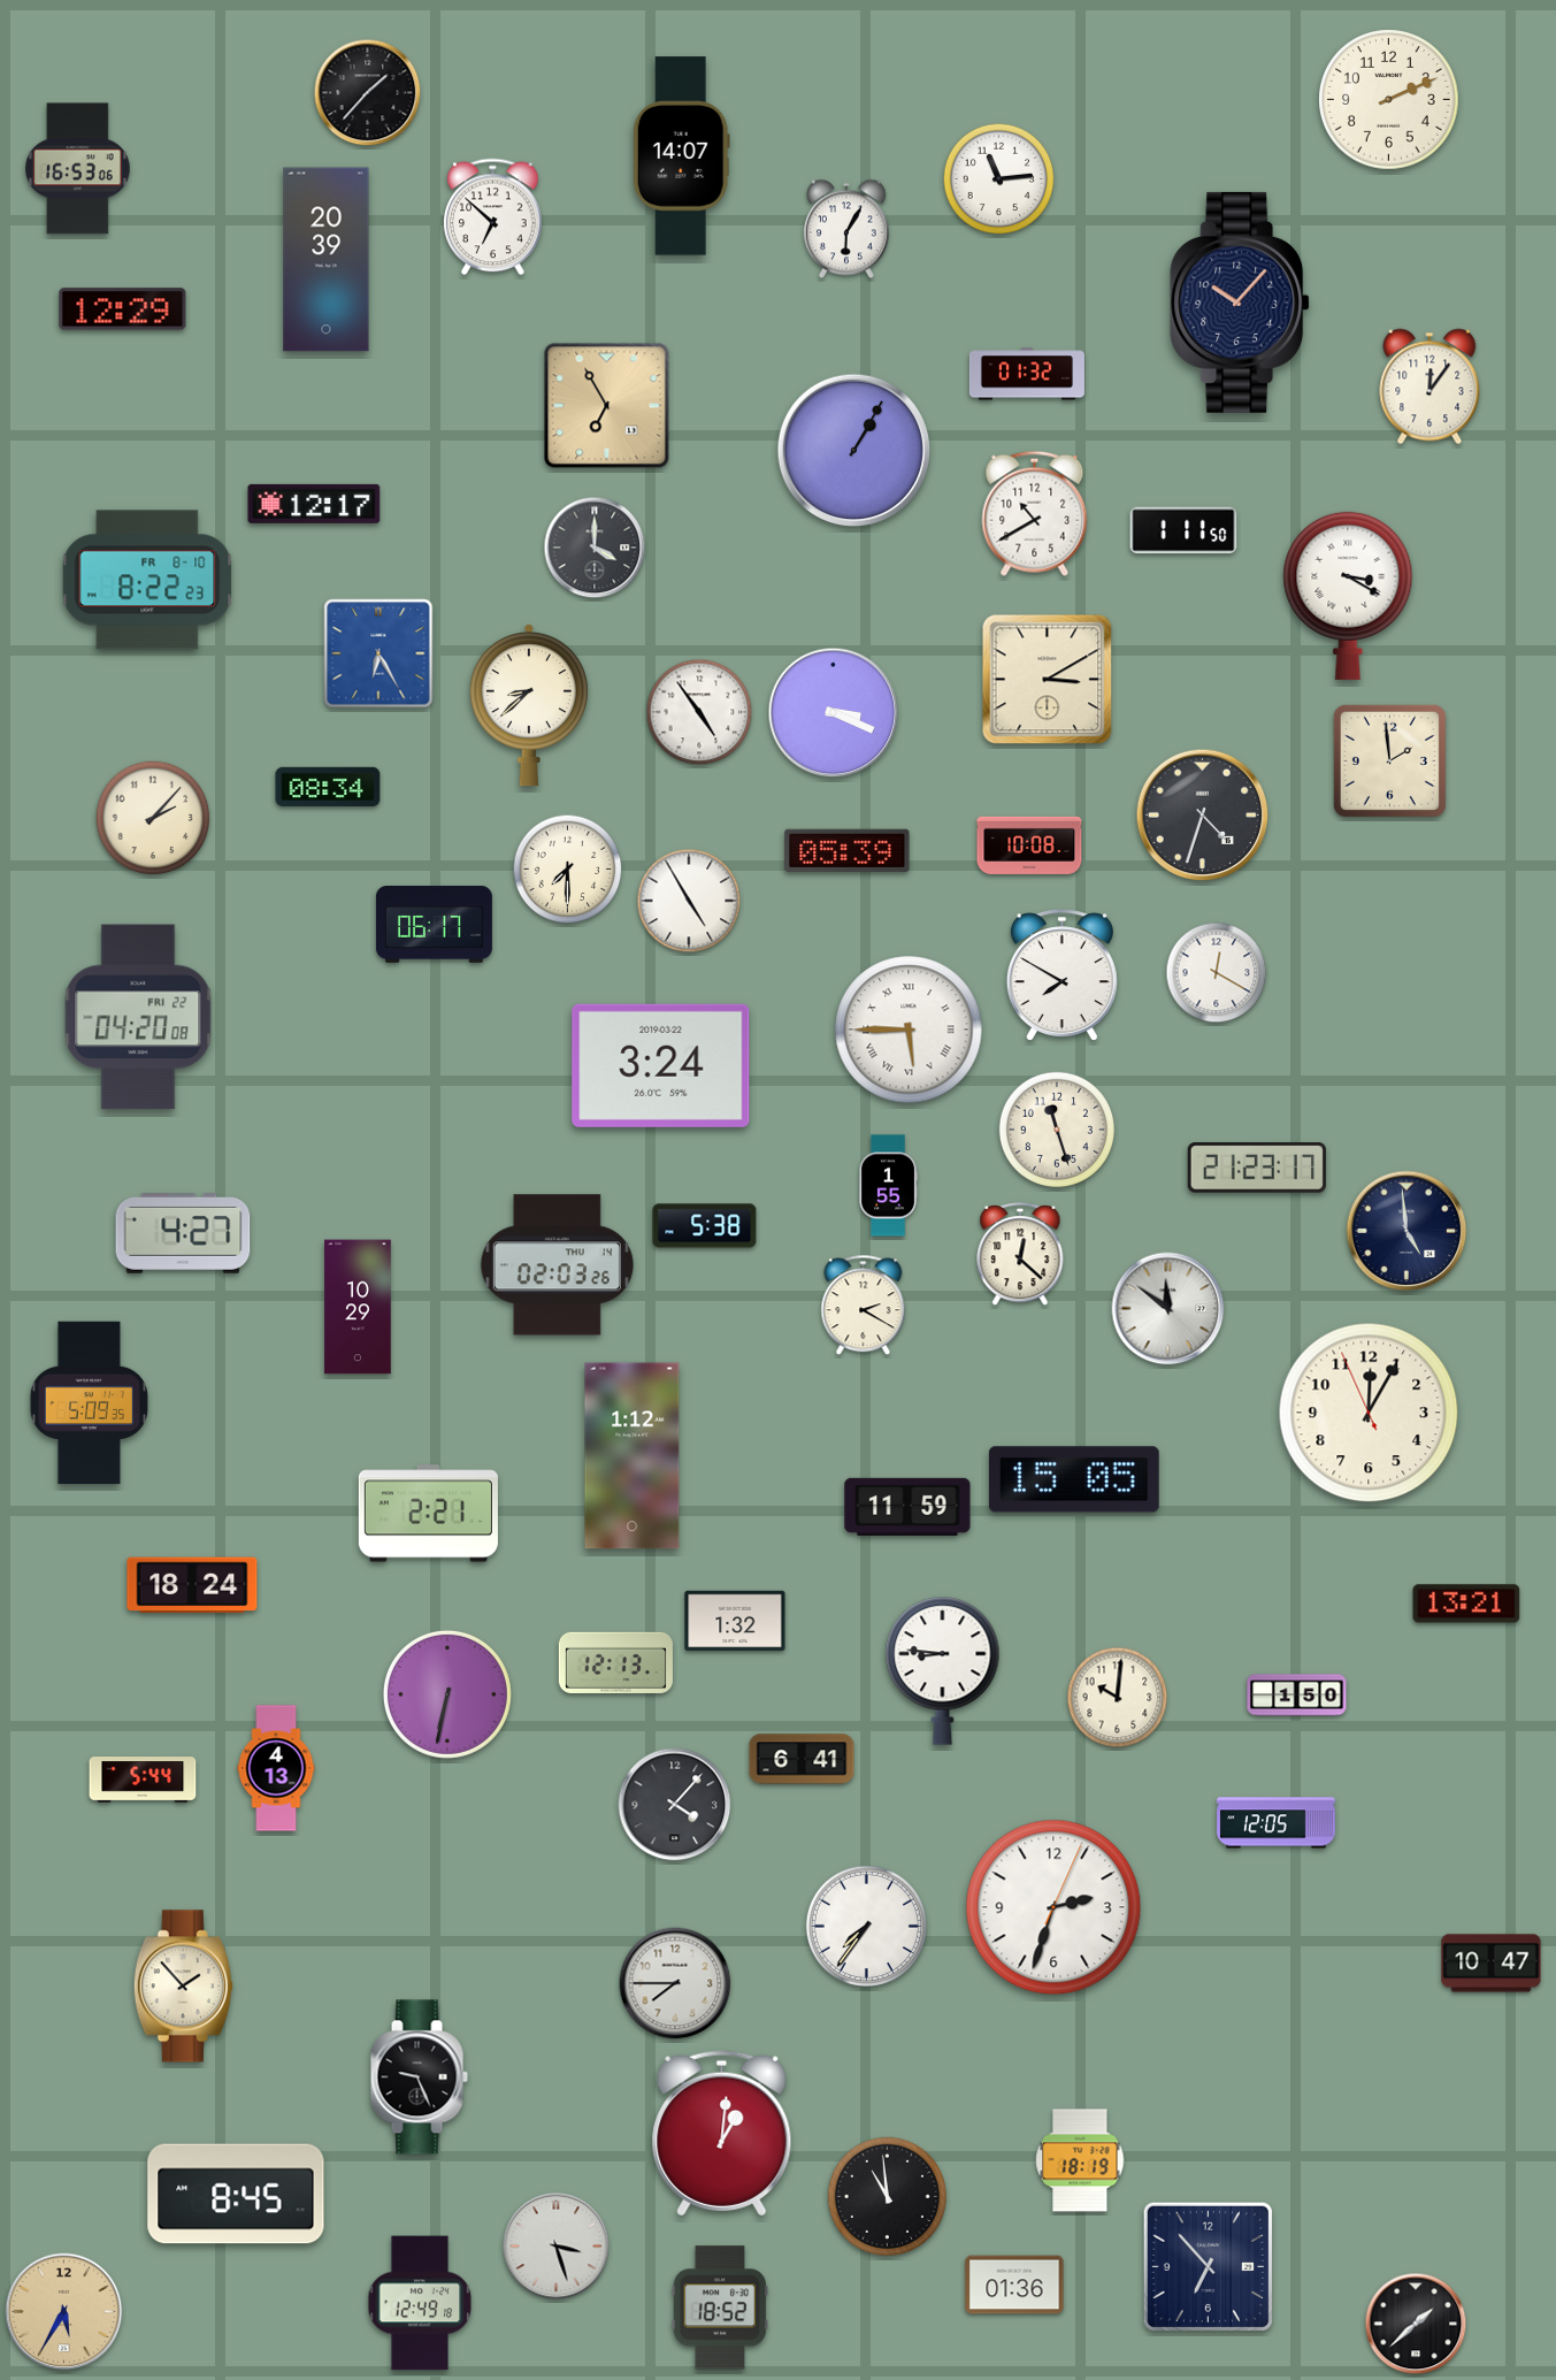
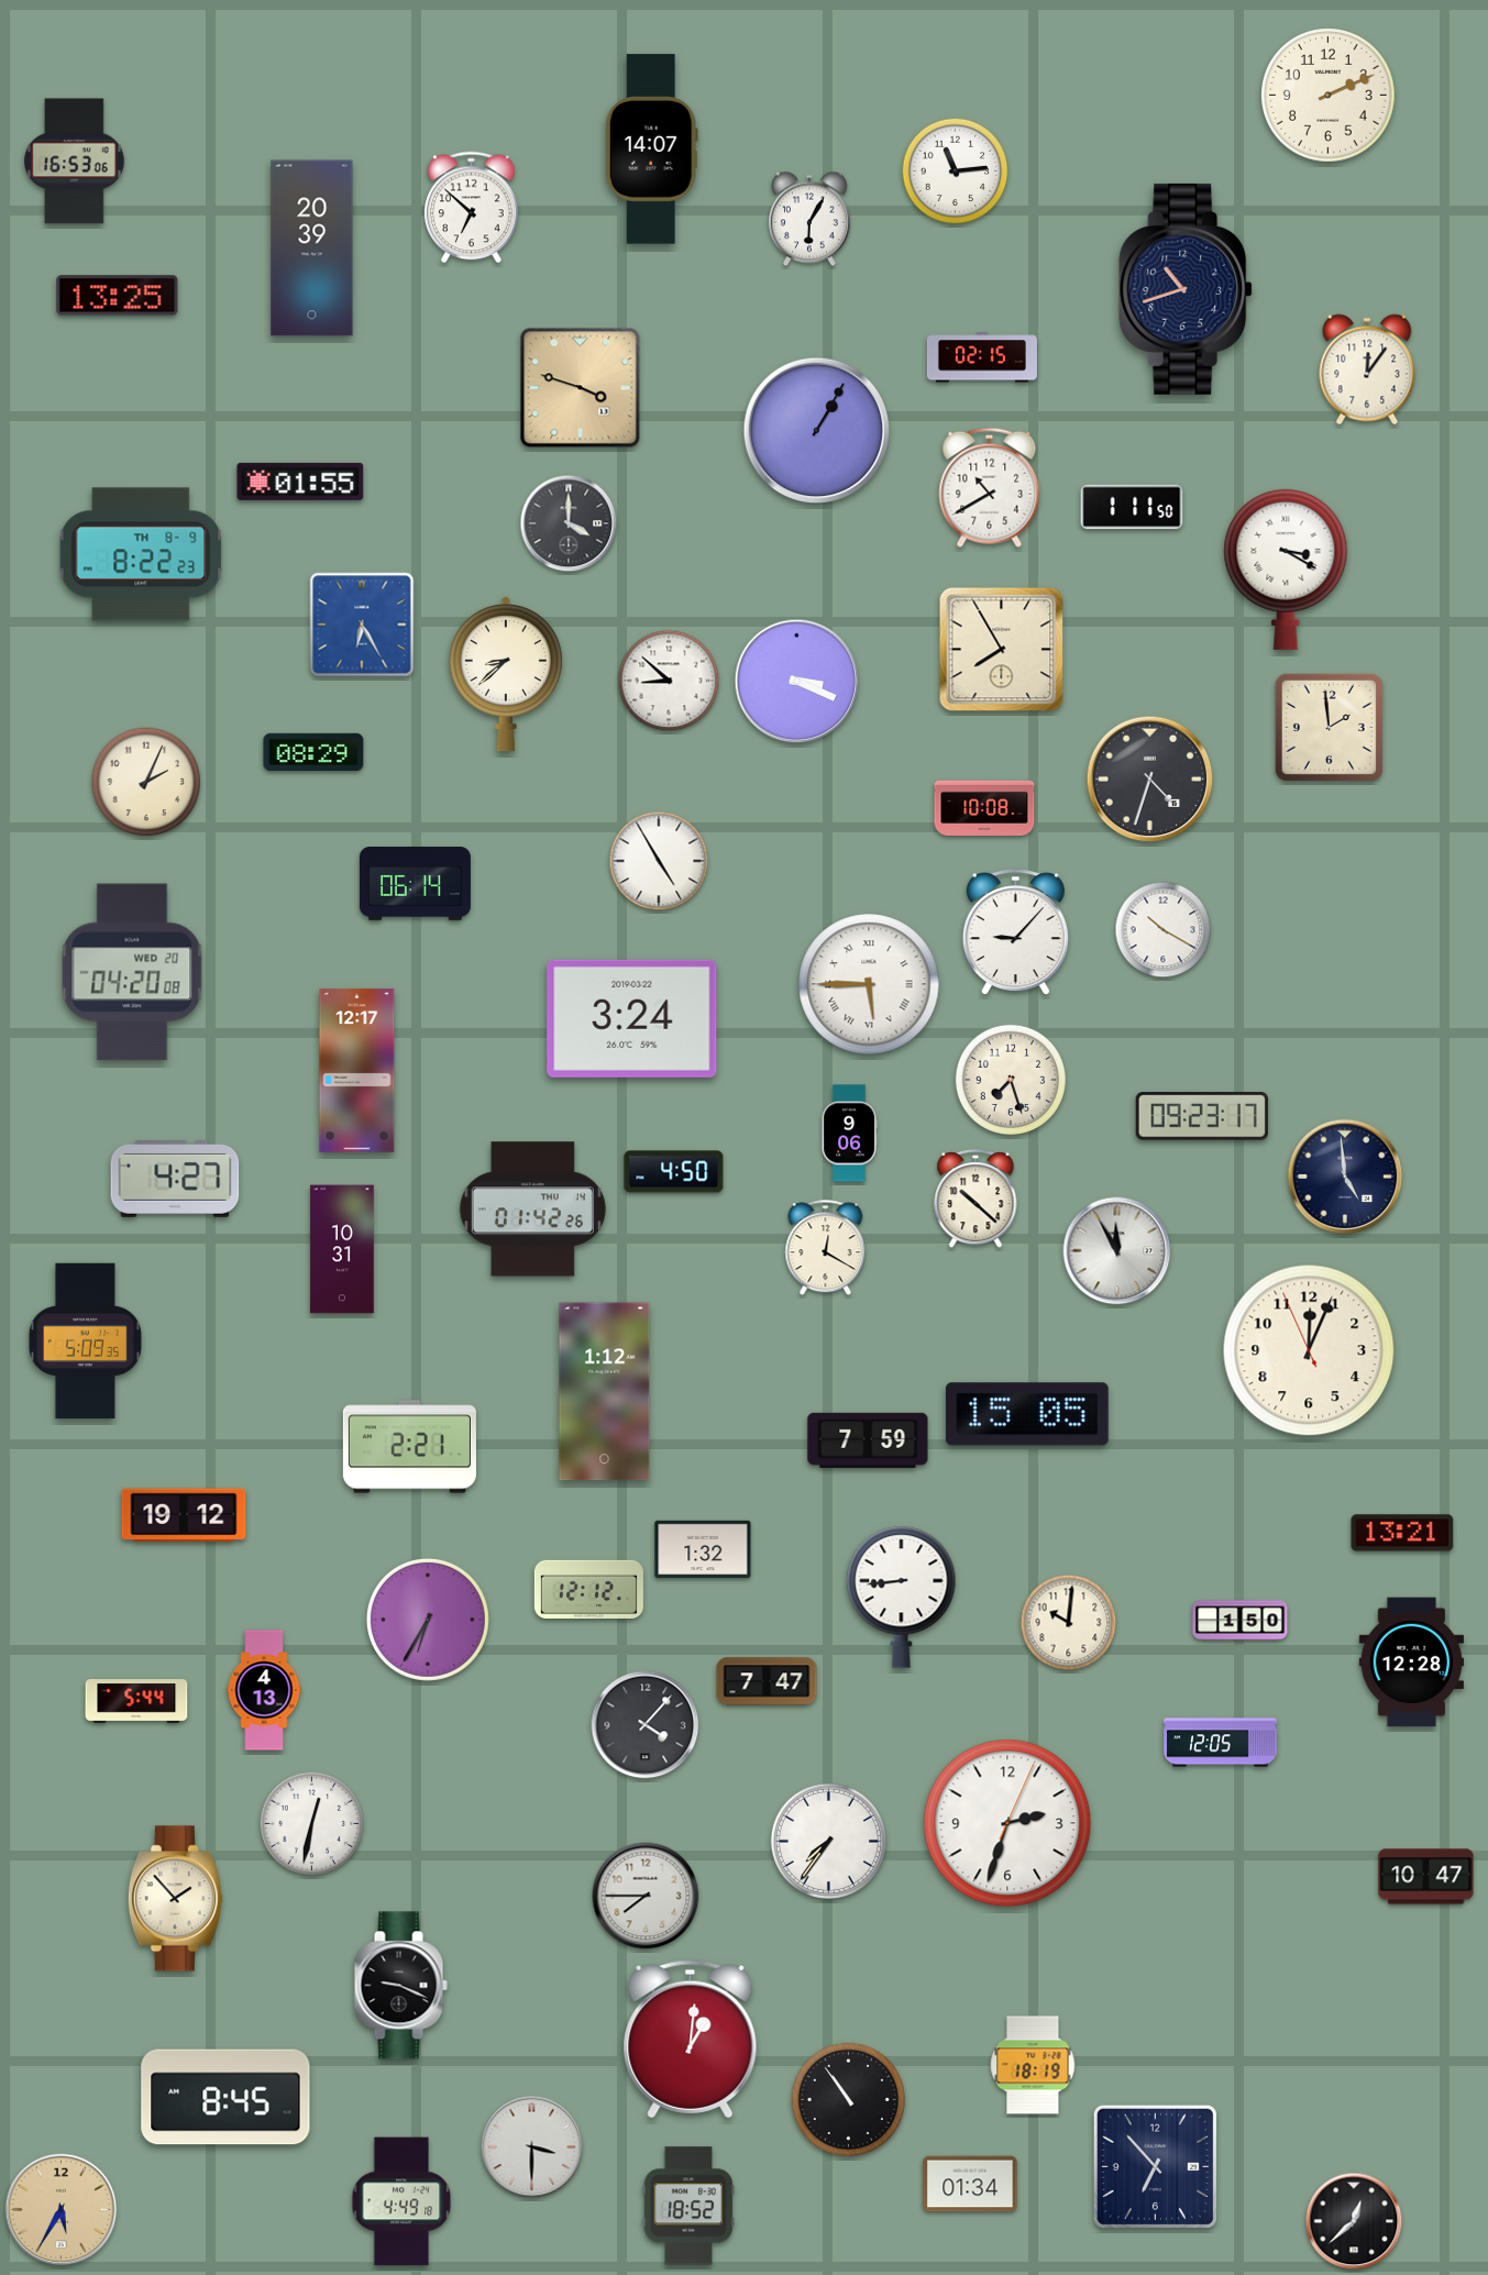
clock at (368, 93): 1:37 -> none
clock at (1240, 303): 10:07 -> 10:42
clock at (123, 309): 12:29 -> 13:25
clock at (1027, 374): 01:32 -> 02:15
clock at (607, 406): 6:55 -> 3:48
clock at (314, 504): 12:17 -> 01:55
clock at (1035, 513) position: (1035, 513) -> (990, 487)
clock at (147, 580) date: FR 8-10 -> TH 8-9
clock at (1348, 596) position: (1348, 596) -> (1286, 570)
clock at (1048, 680): 3:10 -> 7:55
clock at (699, 712): 4:54 -> 8:52
clock at (328, 787): 08:34 -> 08:29
clock at (153, 818): 2:07 -> 2:04
clock at (848, 850): 05:39 -> none
clock at (568, 870): 7:30 -> none
clock at (434, 925): 06:17 -> 06:14
clock at (1217, 973): 12:20 -> 10:20
clock at (1061, 974): 7:50 -> 9:07
clock at (138, 1017) date: FRI 22 -> WED 20
clock at (357, 1071): none -> 12:17
clock at (1057, 1130): 11:27 -> 7:27
clock at (1257, 1168): 21:23 -> 09:23
clock at (888, 1186): 1:55 -> 9:06
clock at (705, 1226): 5:38 -> 4:50
clock at (1020, 1255): 12:22 -> 10:22
clock at (557, 1265): 02:03 -> 01:42
clock at (864, 1306): 2:20 -> 12:20
clock at (358, 1307): 10:29 -> 10:31
clock at (1168, 1309): 11:51 -> 11:55
clock at (1369, 1413): 12:04 -> 12:03
clock at (907, 1507): 11:59 -> 7:59
clock at (192, 1585): 18:24 -> 19:12
clock at (615, 1662): 12:13 -> 12:12
clock at (943, 1670): 8:46 -> 8:44
clock at (447, 1694): 6:32 -> 6:35
clock at (1411, 1663): none -> 12:28
clock at (802, 1759): 6:41 -> 7:47
clock at (312, 1824): none -> 12:32
clock at (419, 2077): 9:26 -> 9:19
clock at (887, 2196): 10:59 -> 10:54
clock at (557, 2247): 3:27 -> 3:30
clock at (1014, 2285): 01:36 -> 01:34
clock at (420, 2303): 12:49 -> 4:49
clock at (1416, 2324): 1:38 -> 12:38
